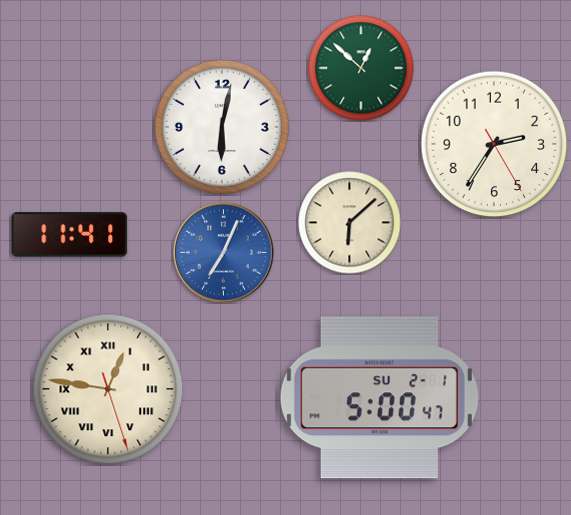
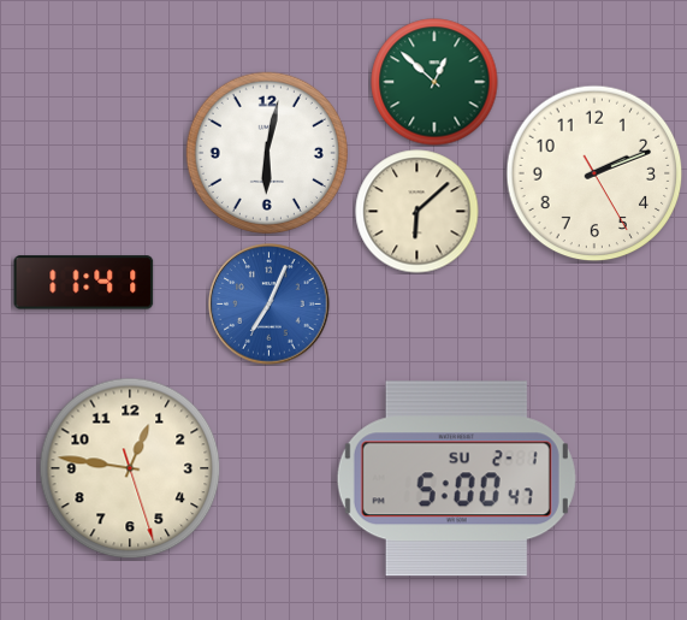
clock at (494, 144): 2:35 -> 2:11
clock at (350, 223) position: (350, 223) -> (417, 212)
clock at (108, 389) numerals: Roman -> Arabic
